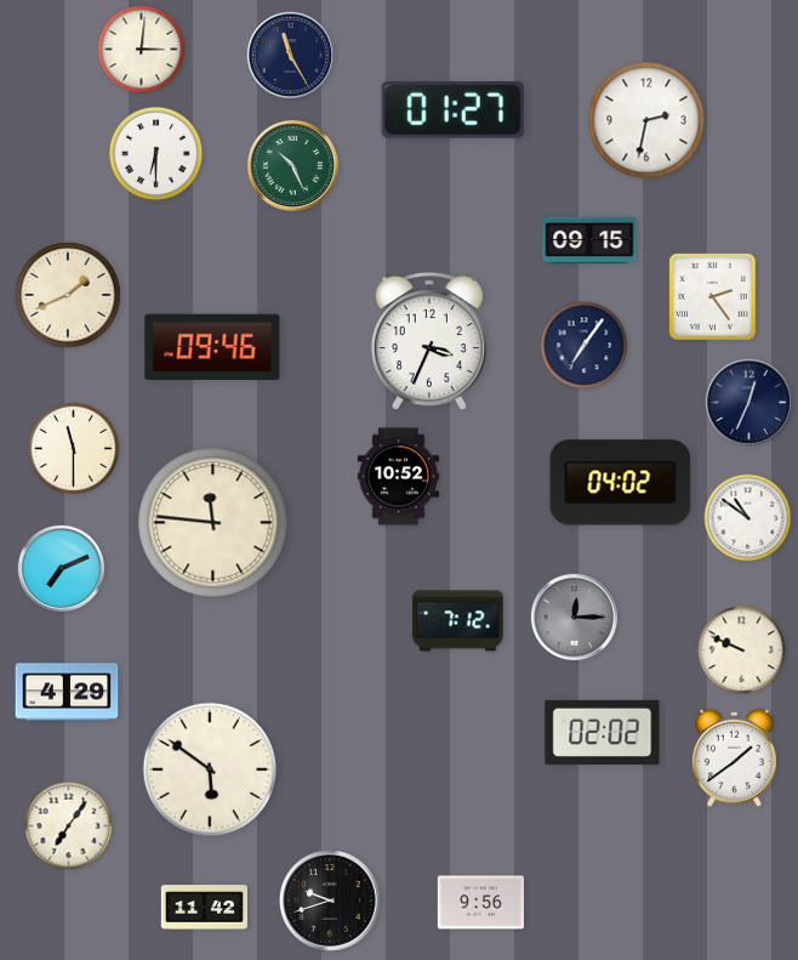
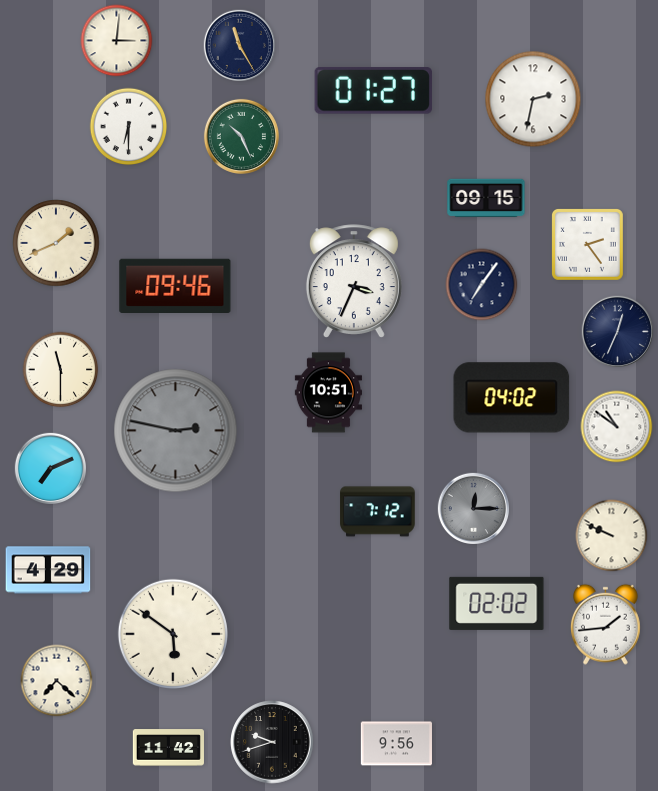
clock at (398, 477): 10:52 -> 10:51
clock at (213, 523): 11:46 -> 2:47
clock at (213, 523) dial: cream -> grey
clock at (67, 692) position: (67, 692) -> (48, 570)
clock at (734, 757): 1:39 -> 1:44
clock at (69, 826): 7:06 -> 7:22
